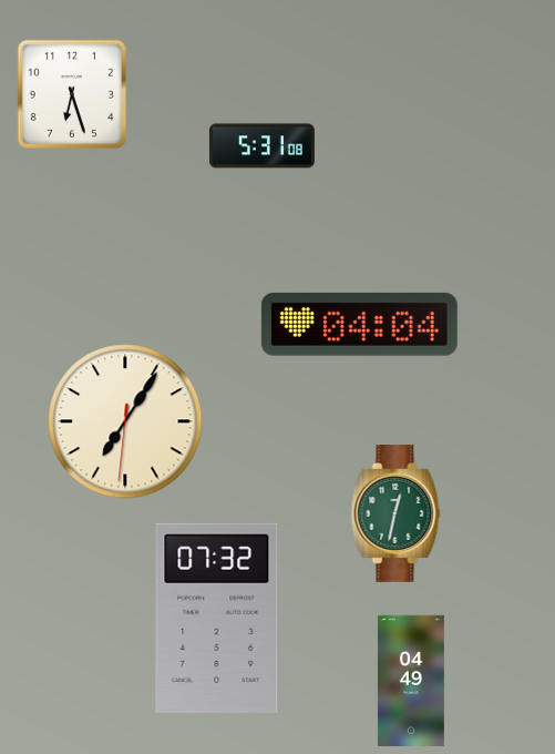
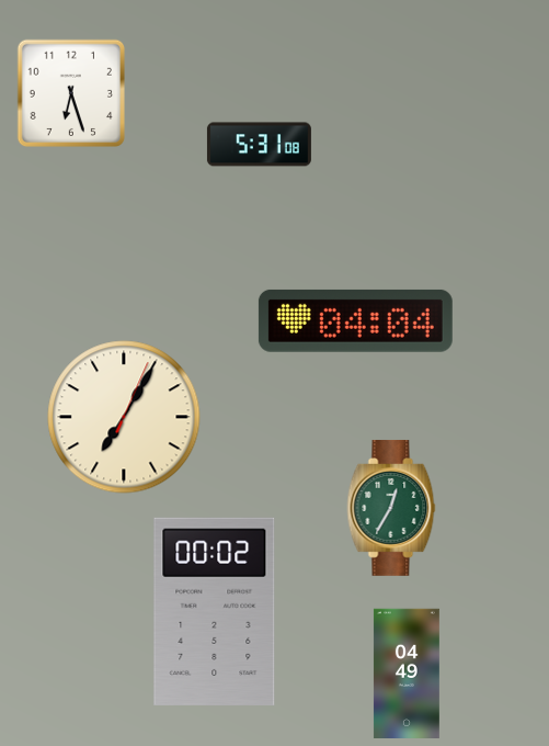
clock at (125, 421): 7:05:31 -> 7:05:04
clock at (395, 513): 12:32 -> 12:35
clock at (217, 618): 07:32 -> 00:02
